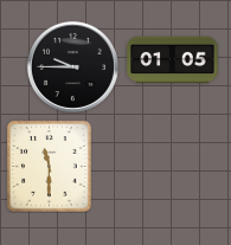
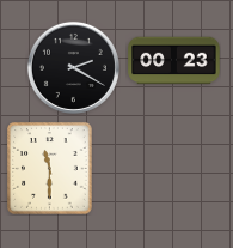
clock at (173, 60): 01:05 -> 00:23
clock at (72, 66): 9:45 -> 2:20
